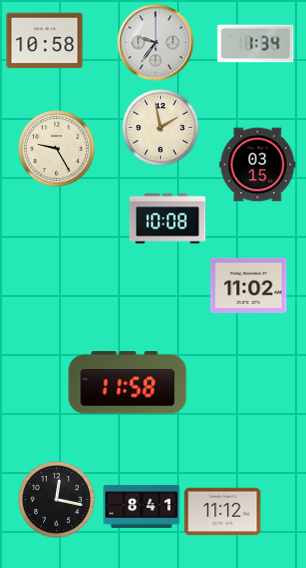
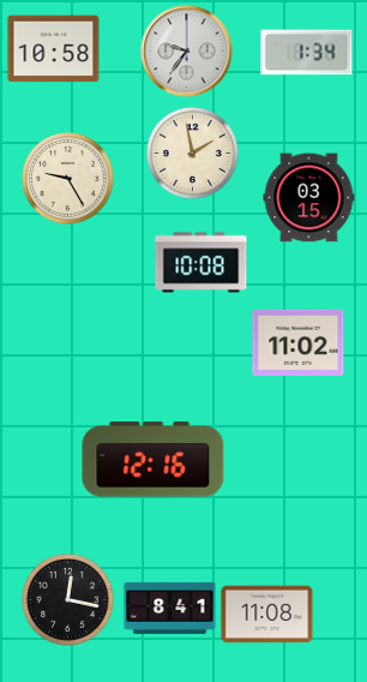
clock at (128, 383): 11:58 -> 12:16
clock at (223, 512): 11:12 -> 11:08
